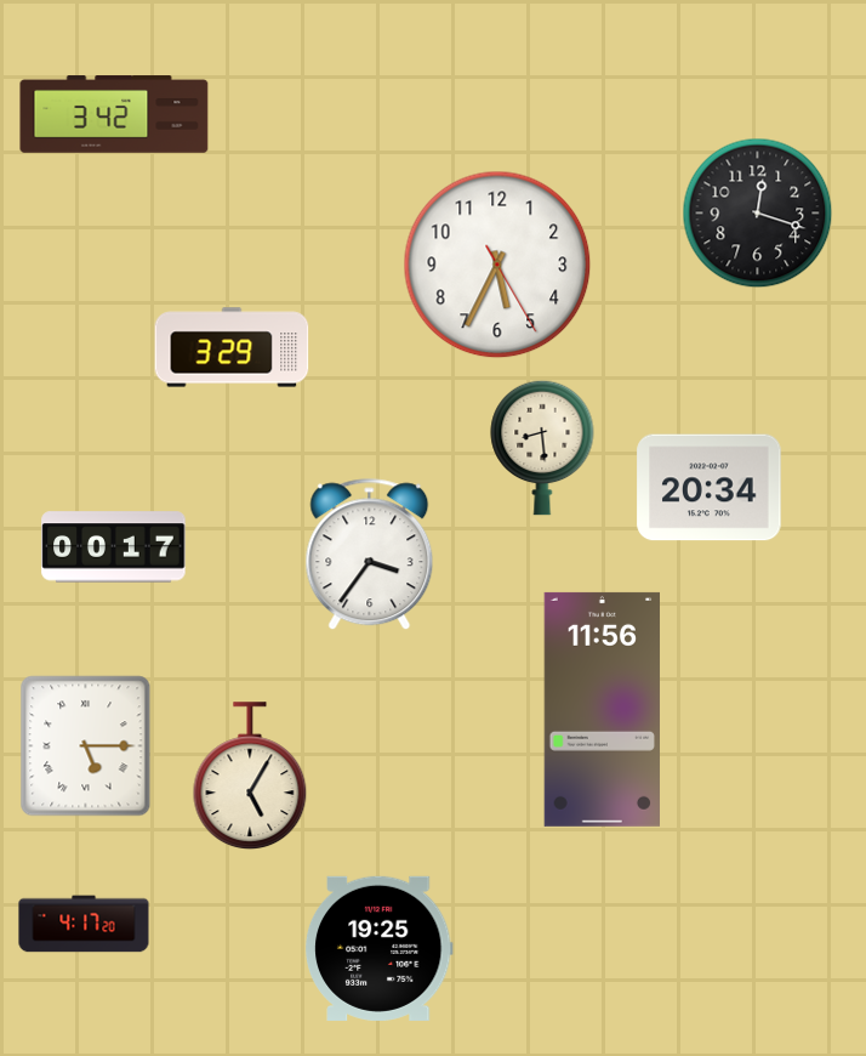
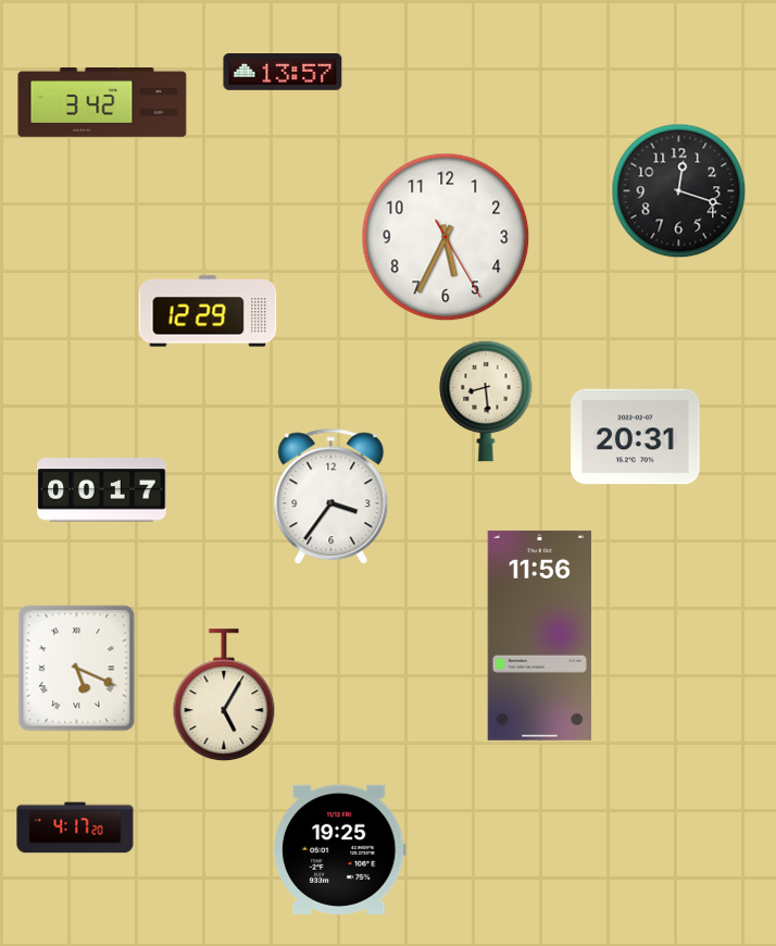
clock at (283, 73): none -> 13:57
clock at (232, 347): 3:29 -> 12:29
clock at (710, 488): 20:34 -> 20:31
clock at (86, 746): 5:15 -> 5:19
